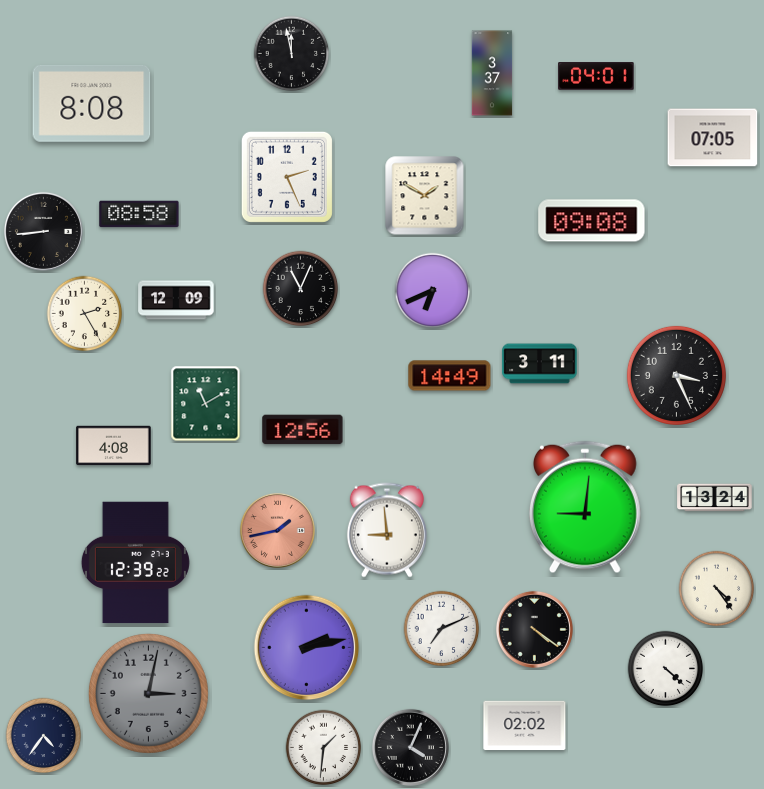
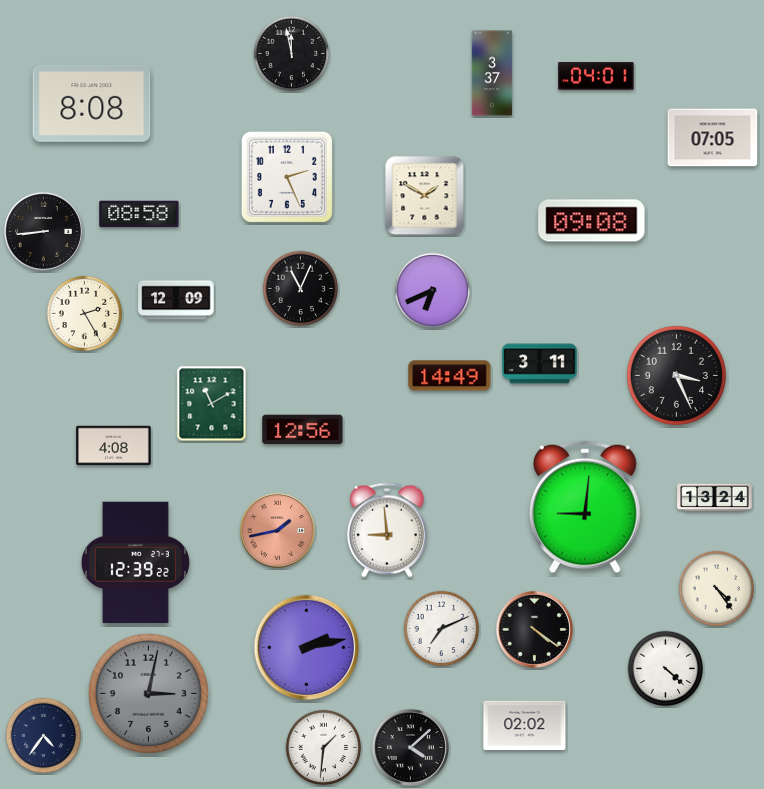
clock at (206, 404) position: (206, 404) -> (212, 404)
clock at (410, 747): 4:04 -> 4:08
